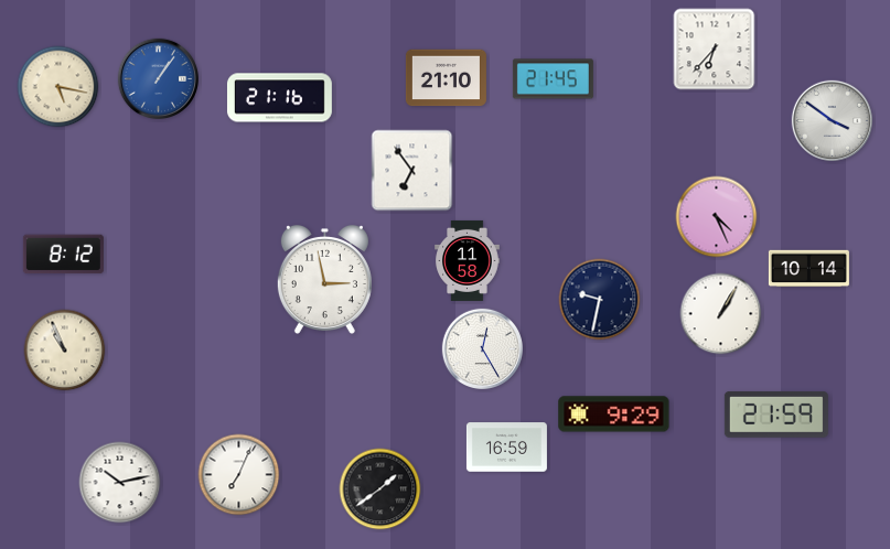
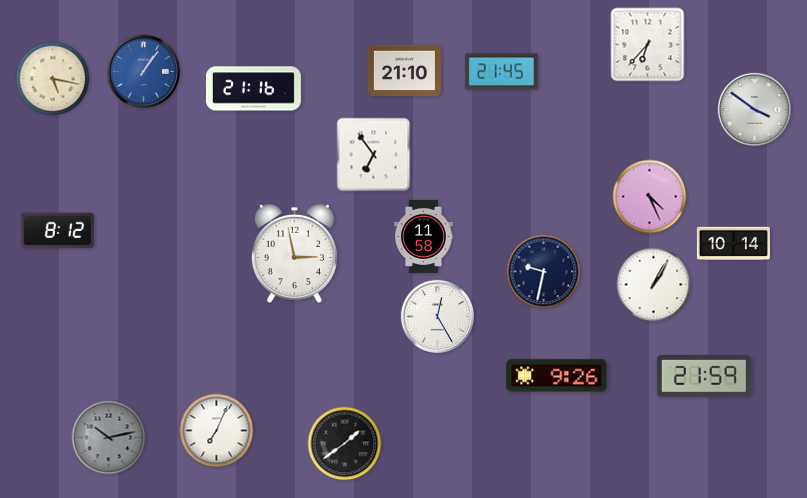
clock at (65, 351): 10:56 -> none
clock at (614, 415): 9:29 -> 9:26
clock at (506, 448): 16:59 -> none
clock at (120, 483) dial: white -> grey
